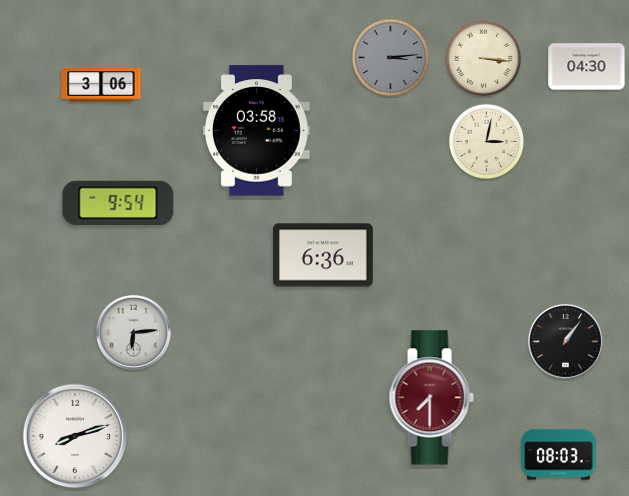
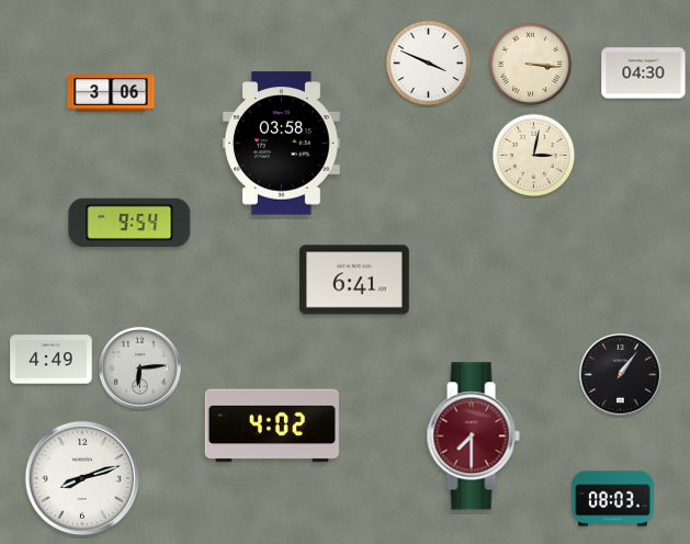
clock at (391, 58): 3:14 -> 3:49
clock at (391, 58) dial: grey -> white
clock at (324, 255): 6:36 -> 6:41
clock at (52, 360): none -> 4:49
clock at (133, 332) position: (133, 332) -> (139, 367)
clock at (272, 426): none -> 4:02
